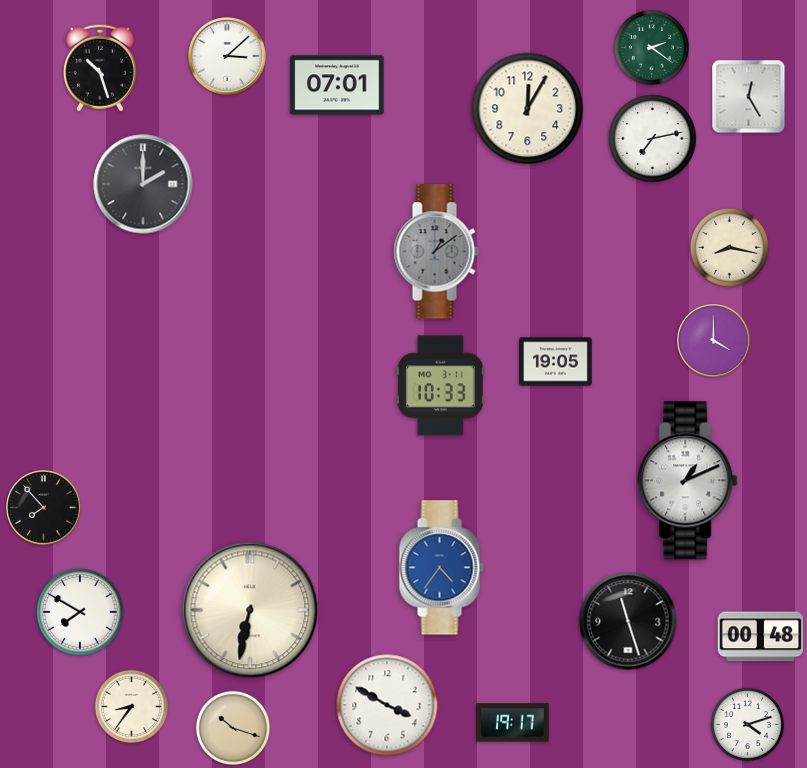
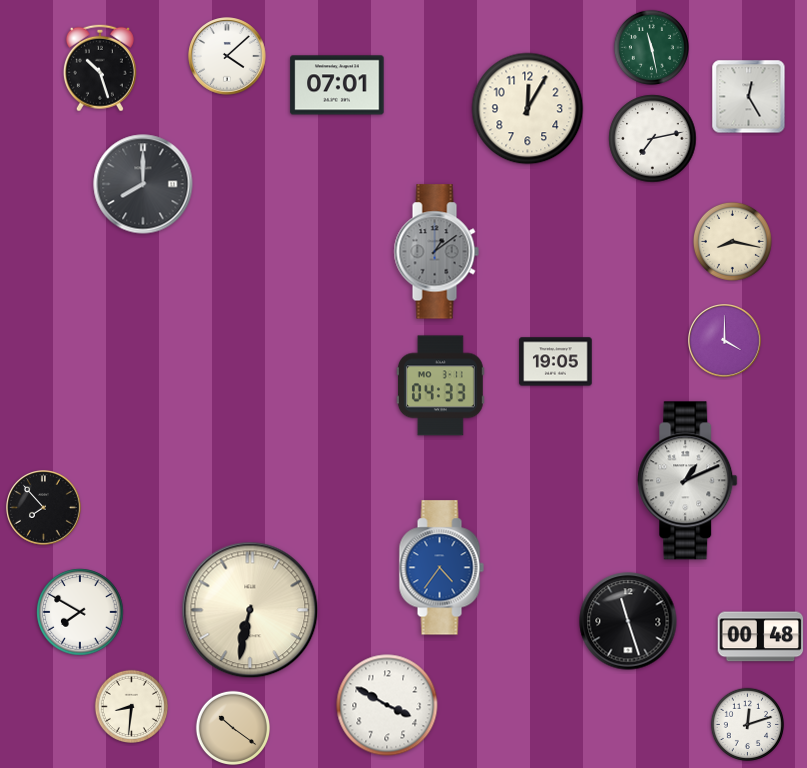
clock at (651, 47): 2:21 -> 11:28
clock at (227, 56): 3:08 -> 4:08
clock at (143, 184): 2:00 -> 8:00
clock at (729, 247) position: (729, 247) -> (732, 241)
clock at (714, 341) position: (714, 341) -> (725, 341)
clock at (440, 386): 10:33 -> 04:33
clock at (131, 706): 8:36 -> 8:31
clock at (513, 723): 19:17 -> none
clock at (747, 724): 4:12 -> 12:12
clock at (232, 727): 10:18 -> 10:21
